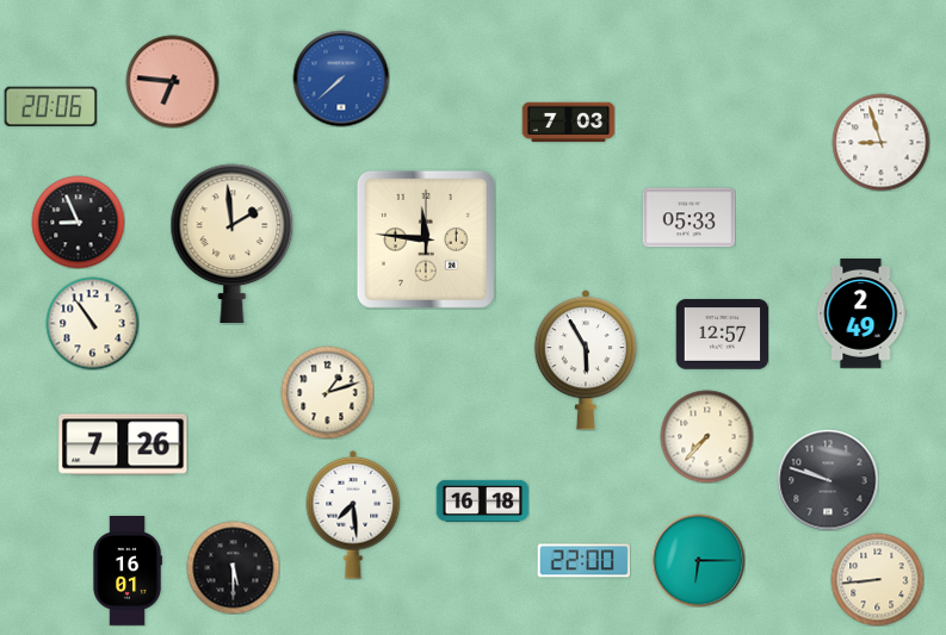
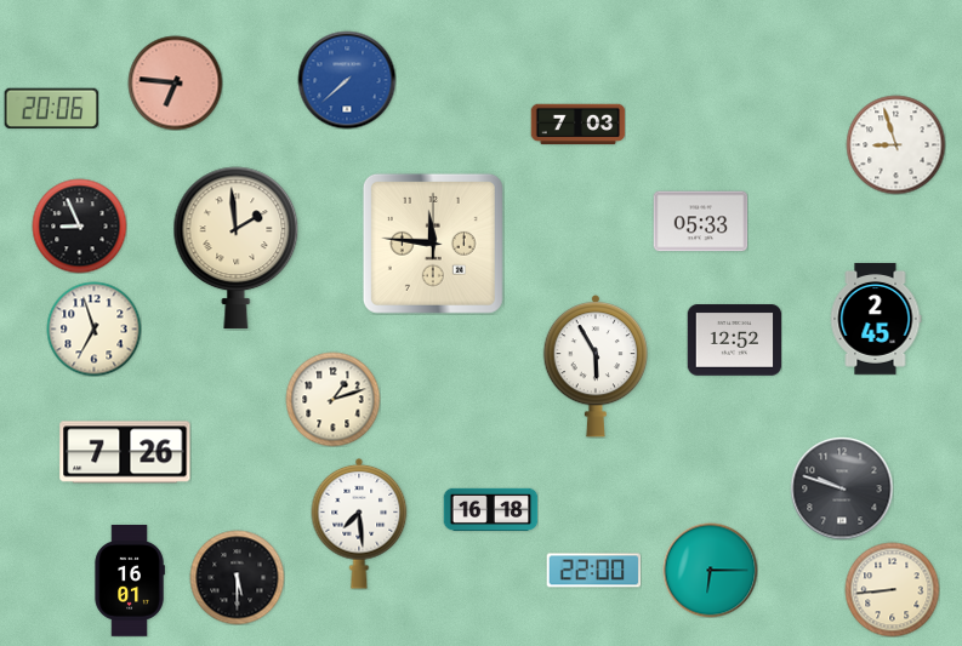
clock at (861, 315): 2:49 -> 2:45
clock at (92, 323): 10:54 -> 6:57
clock at (722, 335): 12:57 -> 12:52
clock at (706, 436): 7:37 -> none
